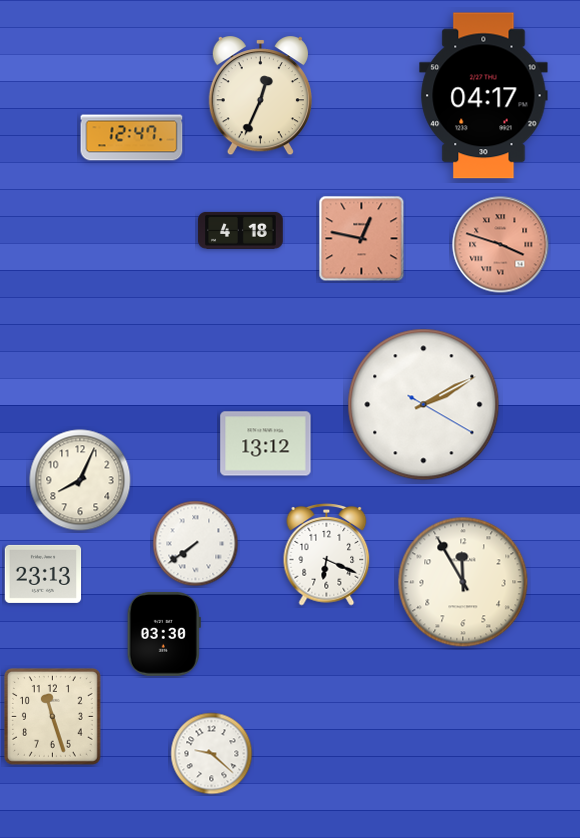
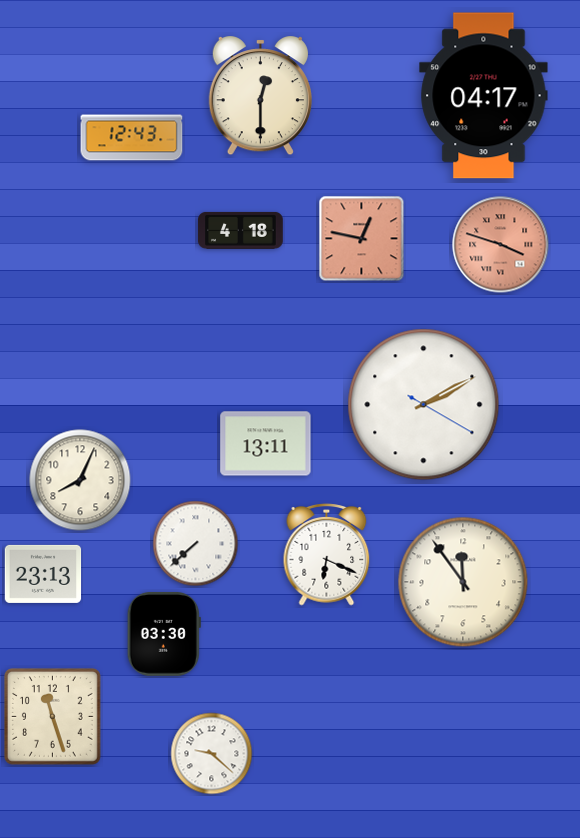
clock at (260, 96): 12:34 -> 12:30
clock at (132, 138): 12:47 -> 12:43
clock at (266, 444): 13:12 -> 13:11
clock at (196, 544): 7:39 -> 7:38
clock at (463, 582): 11:55 -> 11:54
